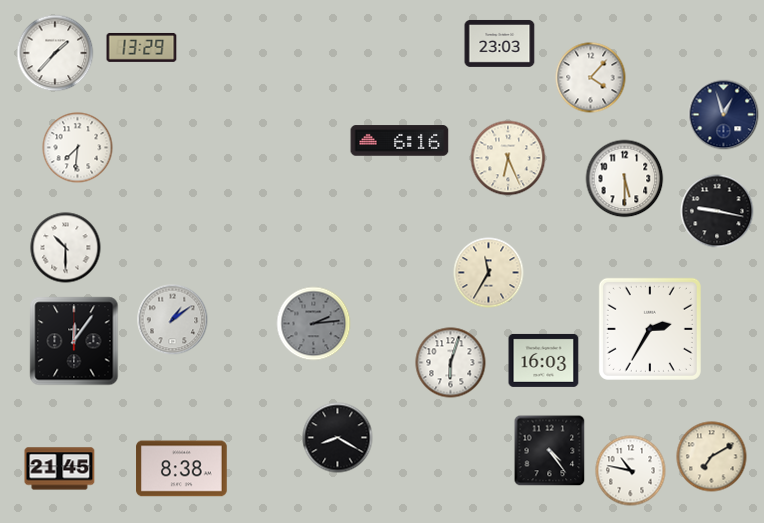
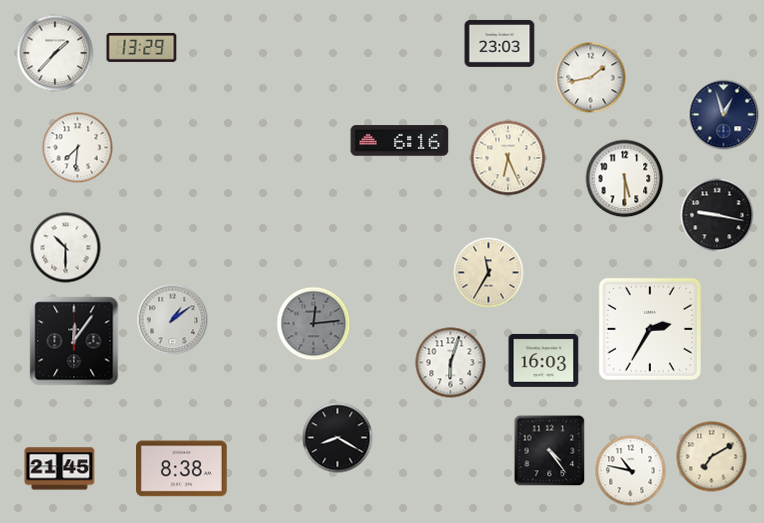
clock at (591, 78): 4:07 -> 1:43
clock at (717, 211) position: (717, 211) -> (717, 215)
clock at (314, 324): 2:14 -> 12:14
